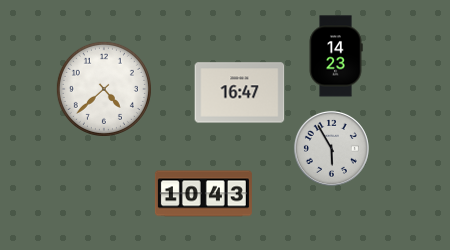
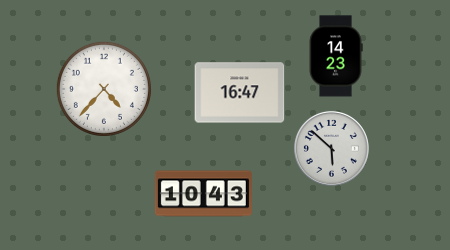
clock at (104, 89): 4:38 -> 4:37
clock at (331, 148): 5:55 -> 5:52
